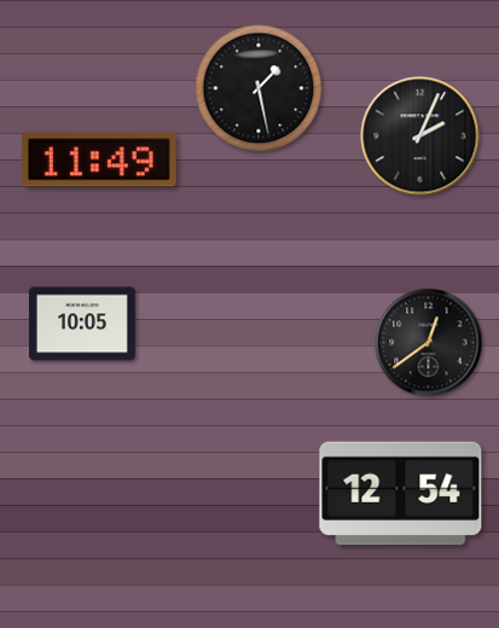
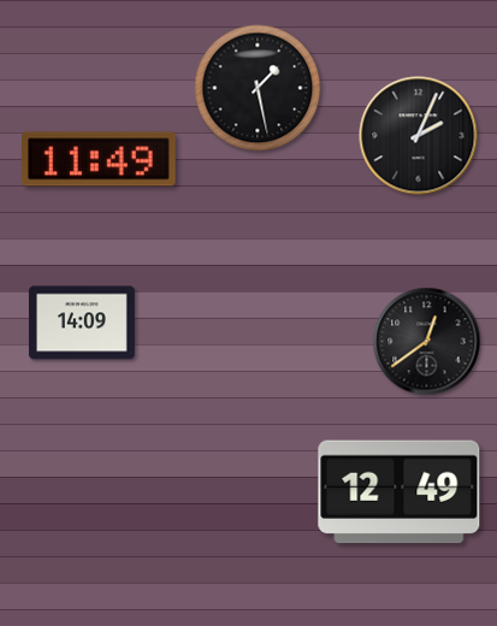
clock at (82, 324): 10:05 -> 14:09
clock at (401, 494): 12:54 -> 12:49
